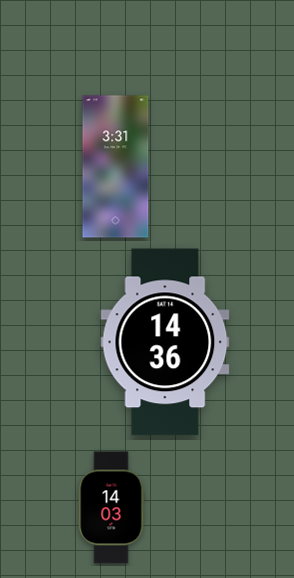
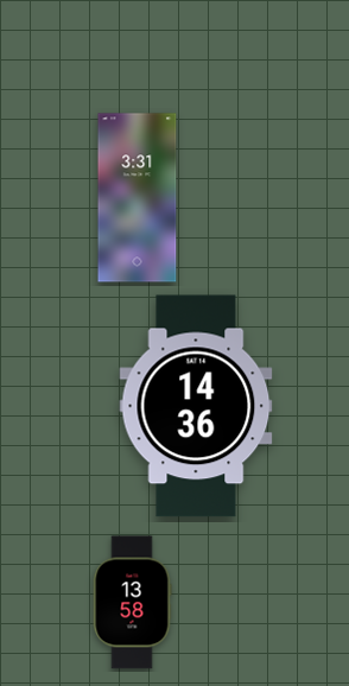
clock at (111, 508): 14:03 -> 13:58
